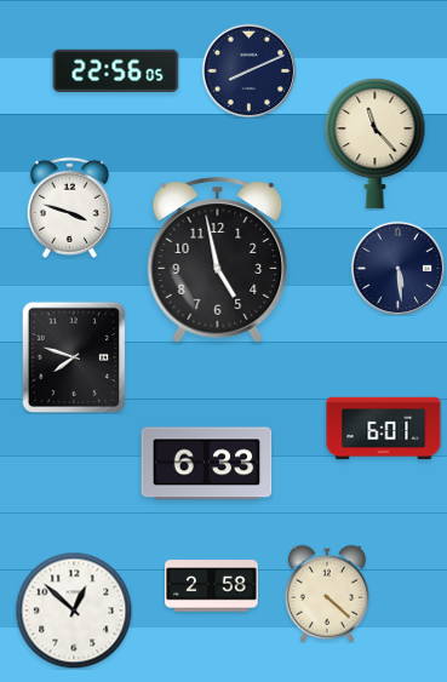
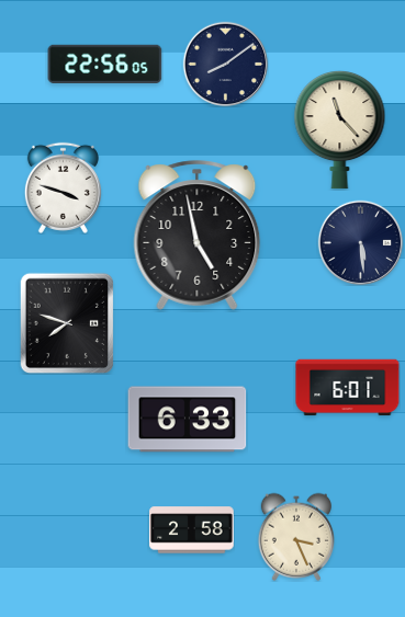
clock at (248, 70): 8:11 -> 8:09
clock at (326, 594): 4:22 -> 3:26
clock at (74, 611): 12:52 -> none
